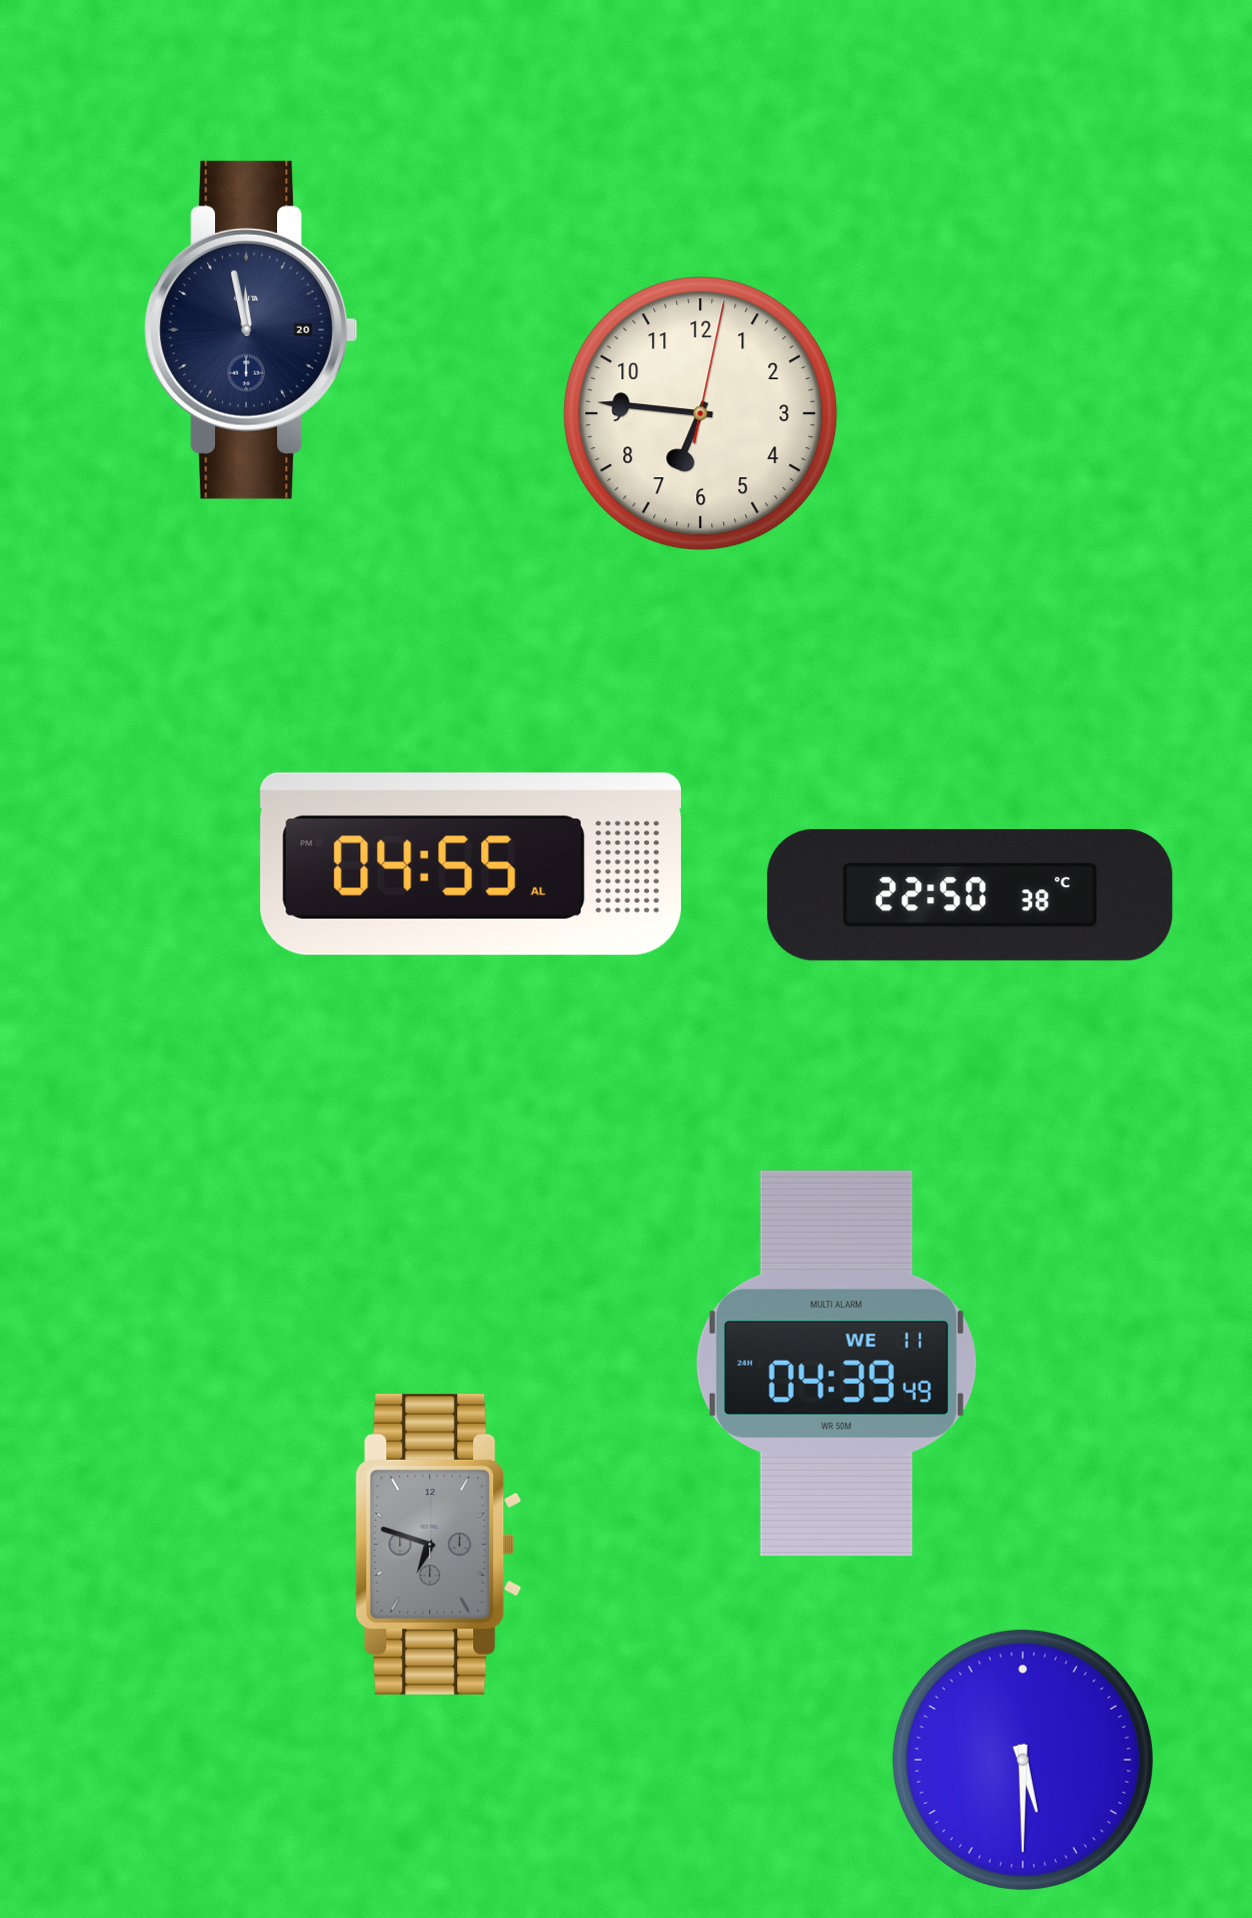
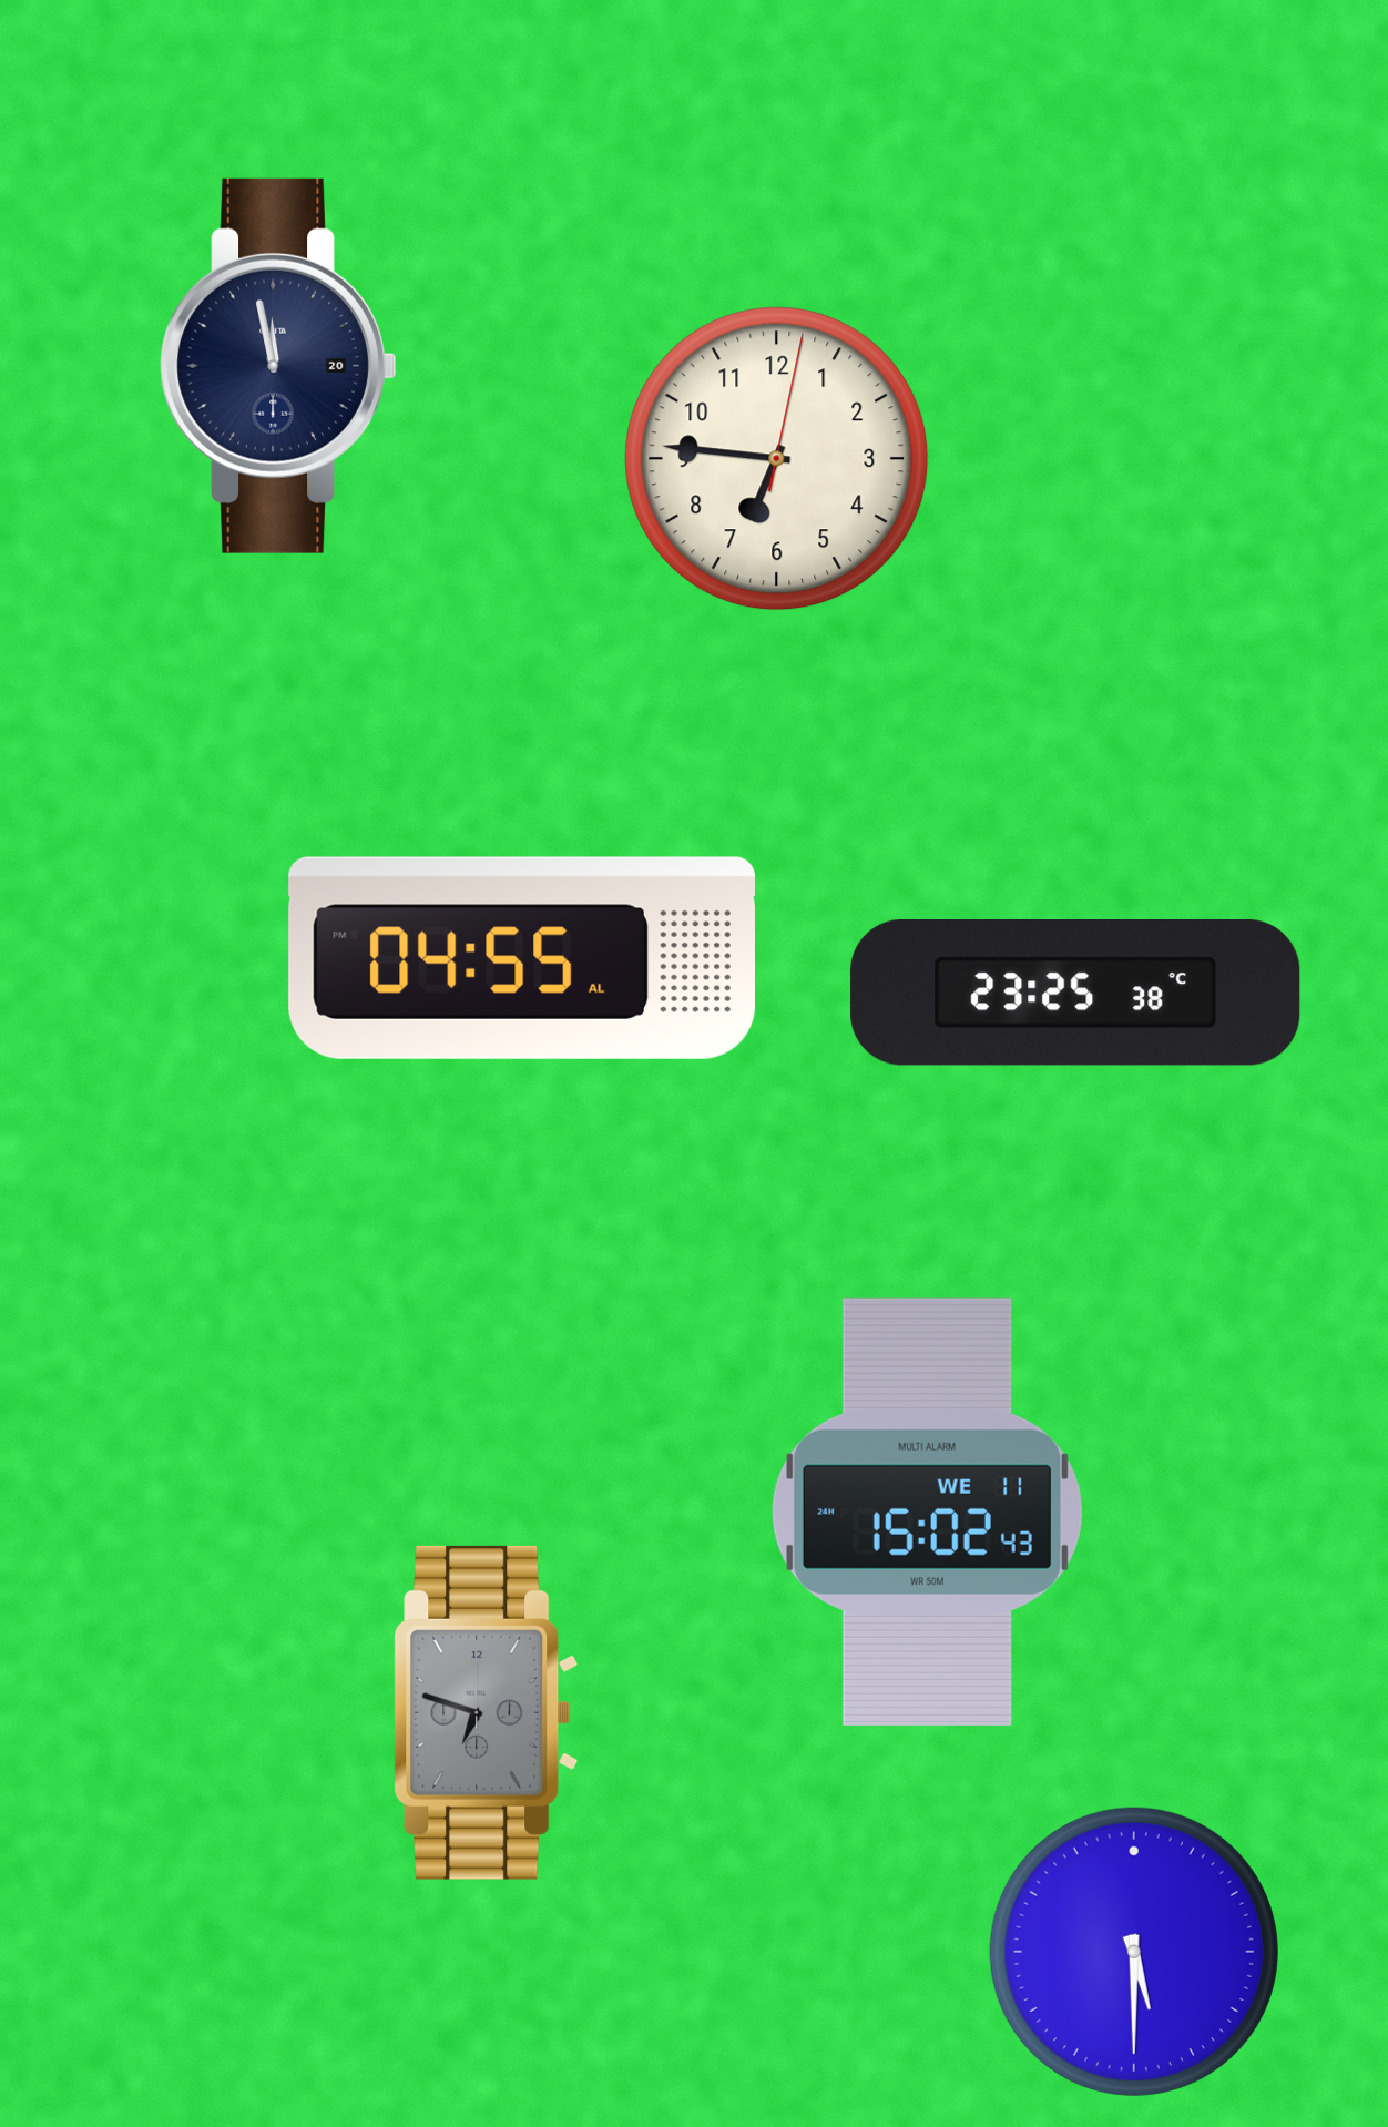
clock at (970, 896): 22:50 -> 23:25
clock at (836, 1363): 04:39 -> 15:02
